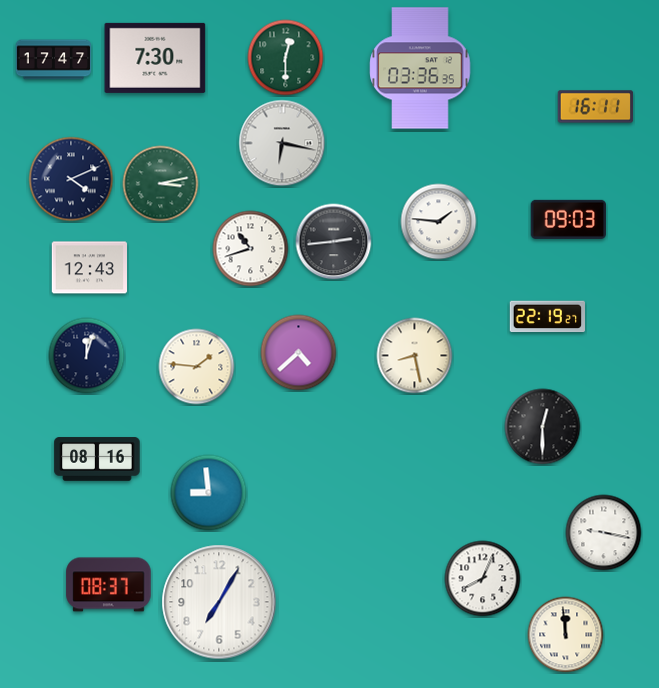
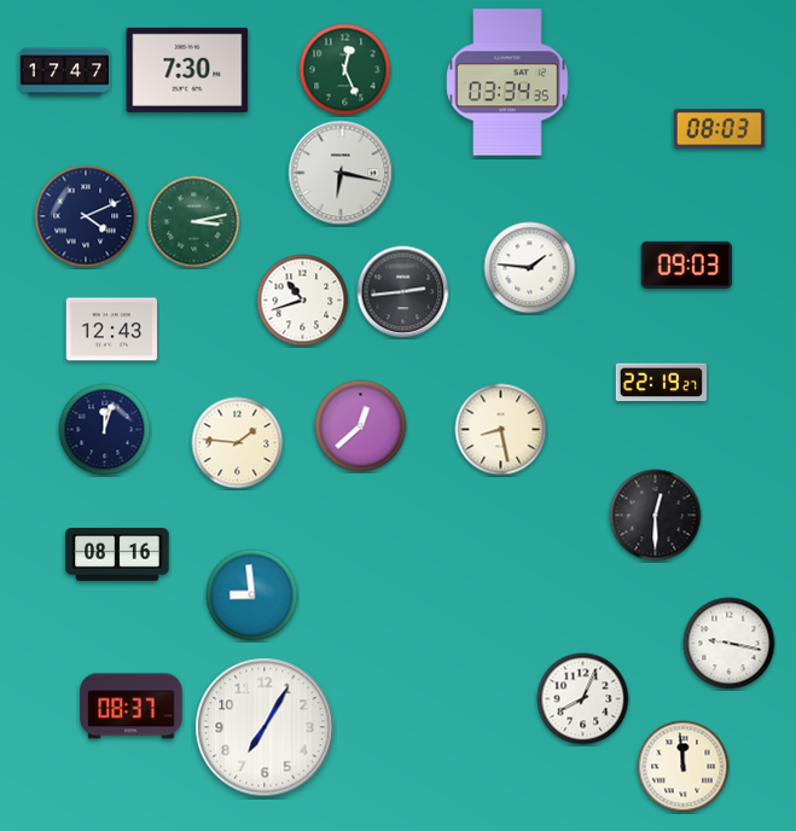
clock at (286, 58): 12:30 -> 12:26
clock at (420, 68): 03:36 -> 03:34
clock at (596, 107): 16:11 -> 08:03
clock at (90, 268) position: (90, 268) -> (112, 330)
clock at (299, 353): 4:38 -> 12:38
